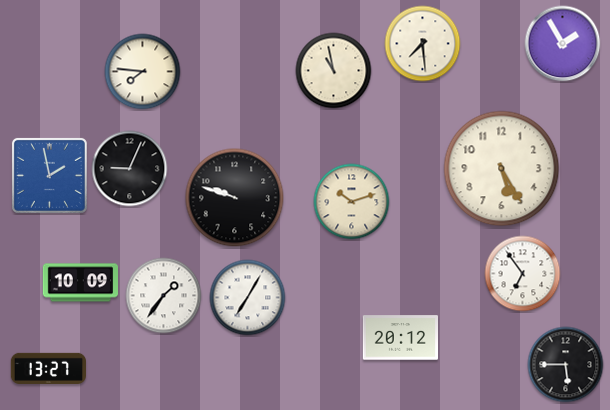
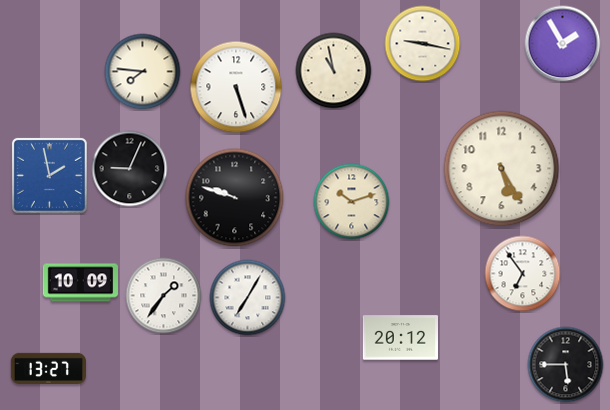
clock at (423, 44): 7:29 -> 9:17
clock at (236, 87): none -> 5:27
